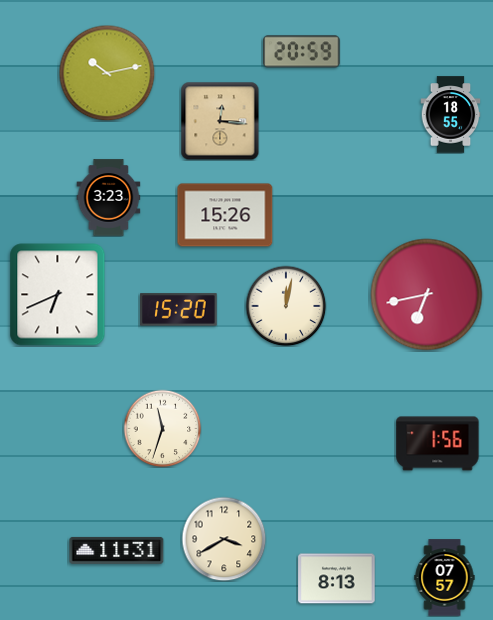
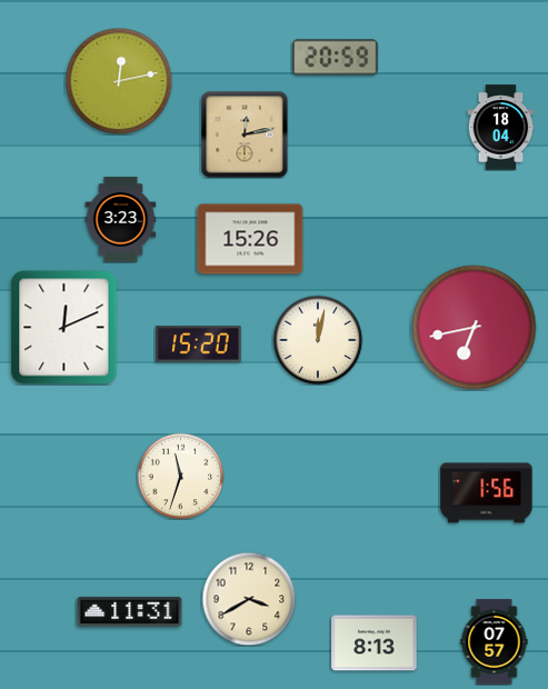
clock at (107, 73): 10:13 -> 12:13
clock at (451, 115): 18:55 -> 18:04
clock at (220, 121): 12:16 -> 12:13
clock at (58, 295): 6:41 -> 12:11
